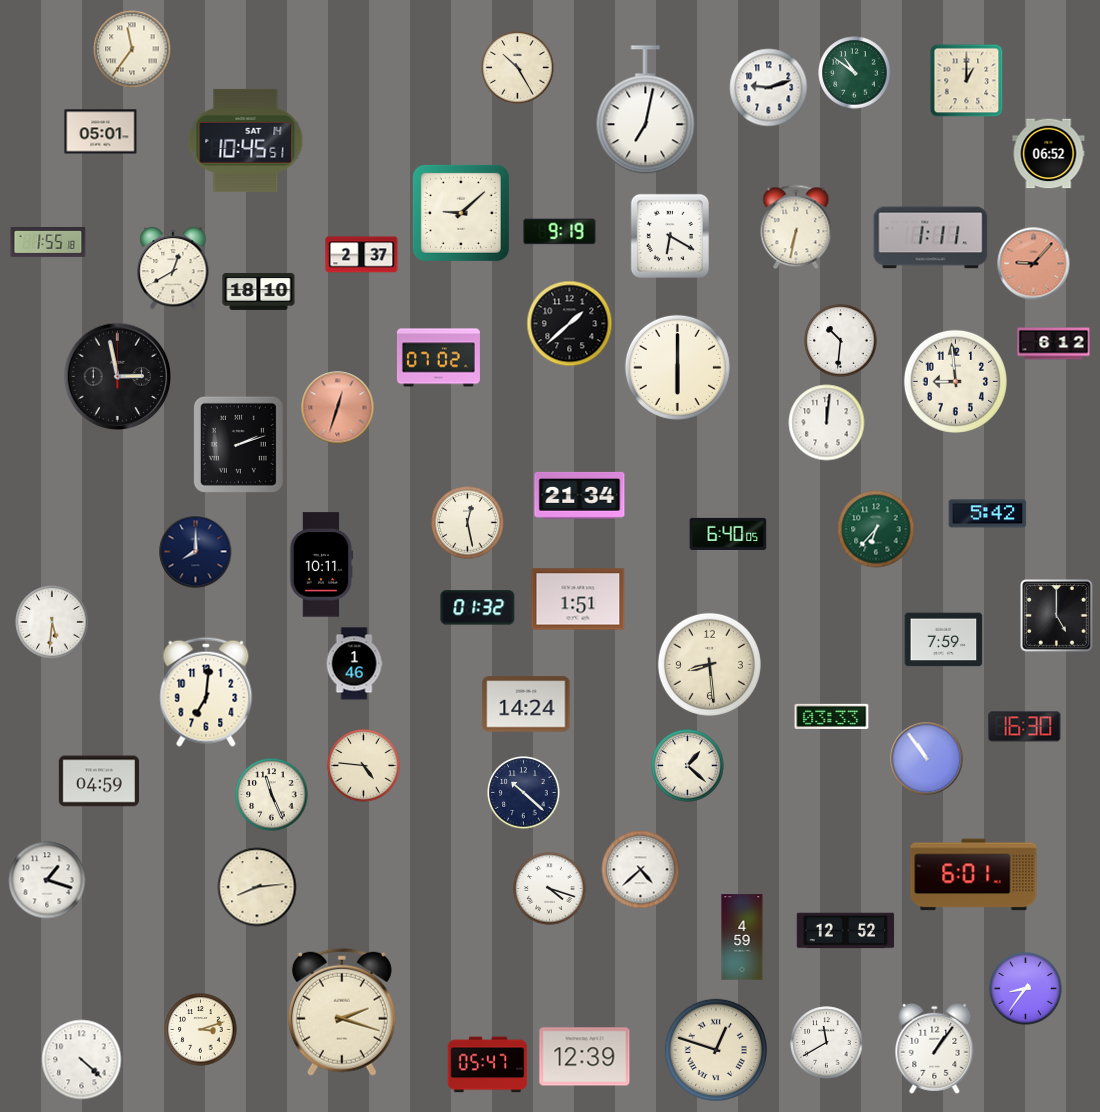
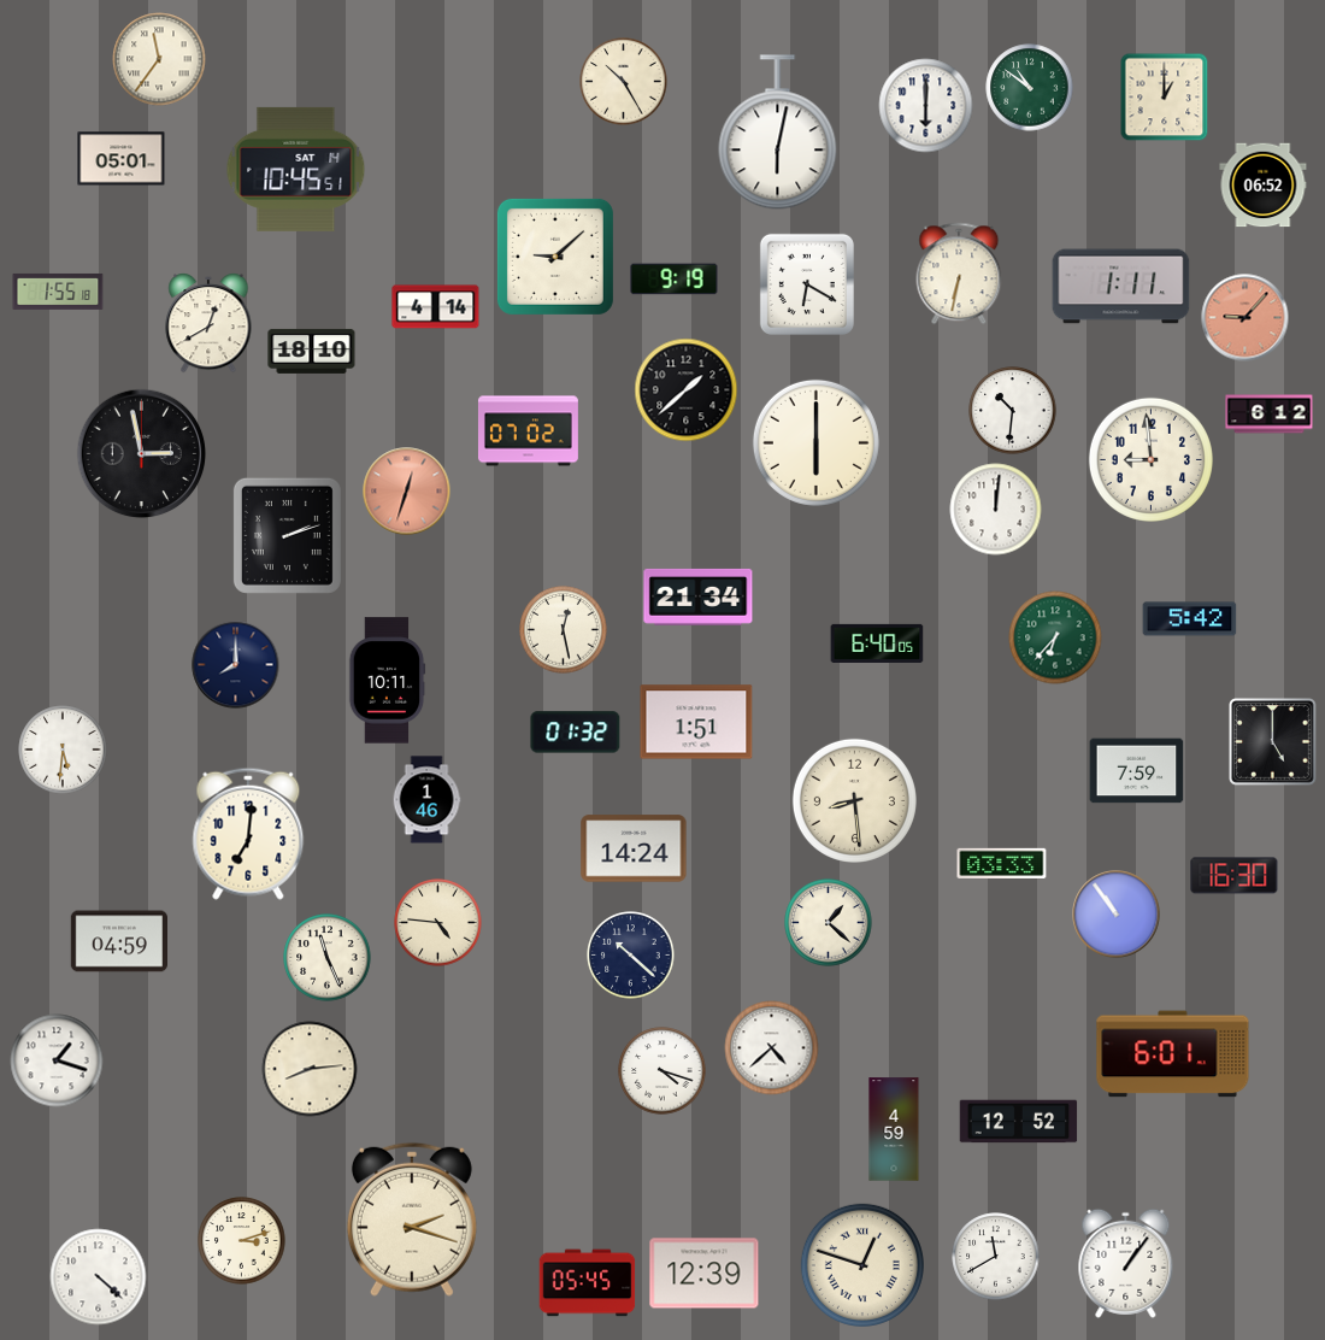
clock at (769, 88): 9:12 -> 6:00
clock at (646, 110): 7:02 -> 6:02
clock at (362, 255): 2:37 -> 4:14
clock at (1026, 989): 8:36 -> none
clock at (488, 1065): 05:47 -> 05:45
